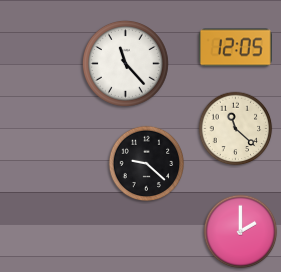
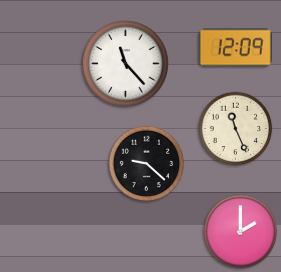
clock at (235, 48): 12:05 -> 12:09
clock at (236, 129): 11:22 -> 11:26
